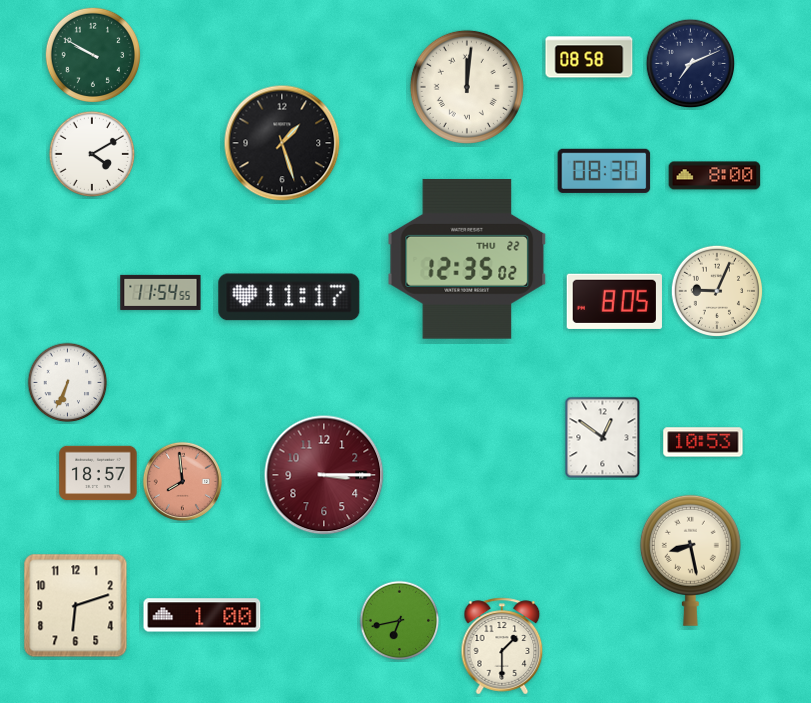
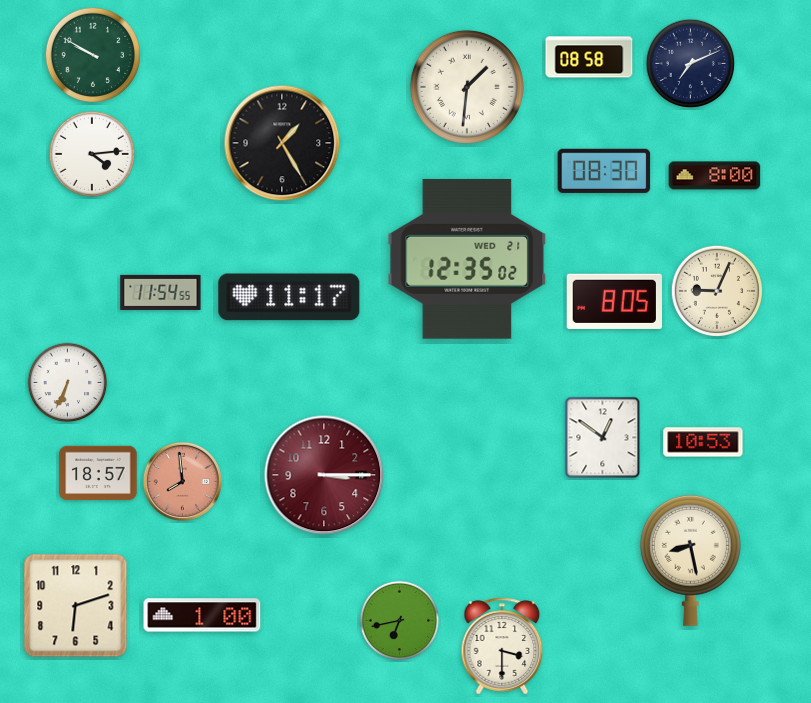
clock at (467, 87): 12:01 -> 1:31
clock at (282, 143): 1:27 -> 1:25
clock at (92, 154): 4:10 -> 4:14
clock at (467, 259) date: THU 22 -> WED 21
clock at (502, 646): 1:30 -> 3:30
